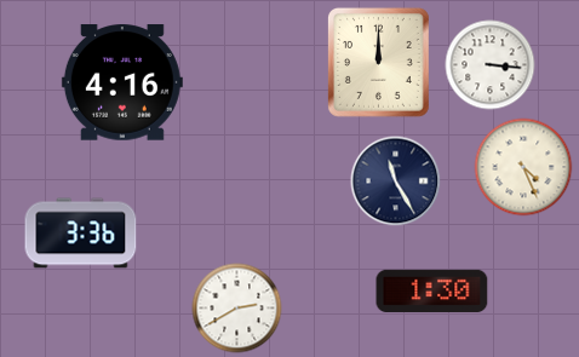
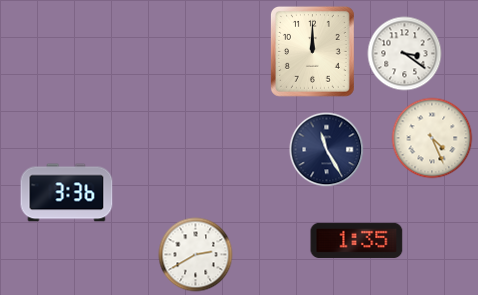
clock at (491, 65): 3:16 -> 3:21
clock at (122, 82): 4:16 -> none
clock at (432, 290): 1:30 -> 1:35
